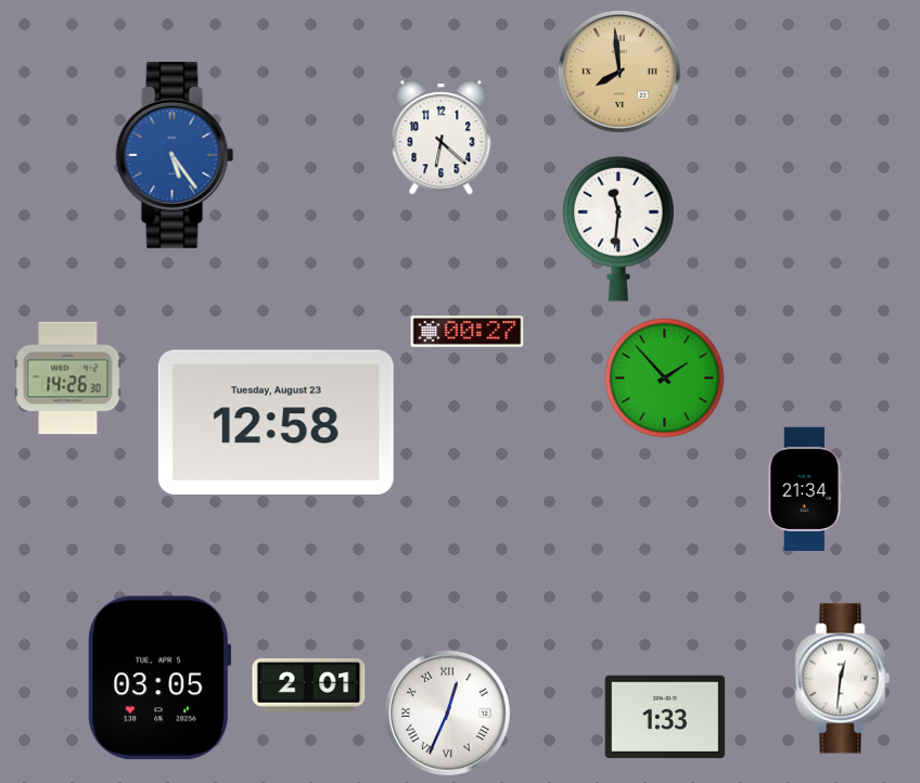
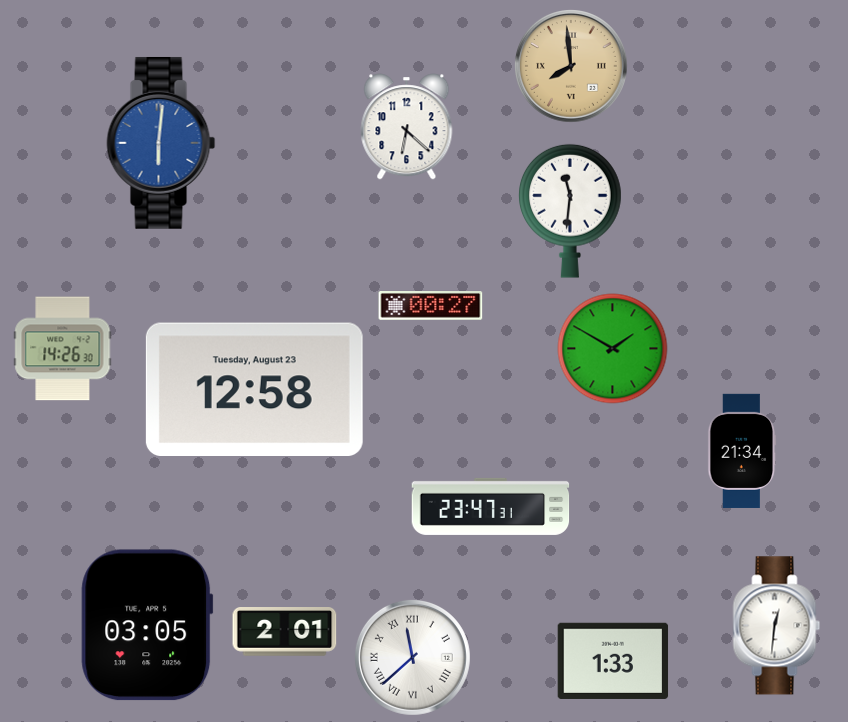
clock at (175, 155): 5:24 -> 6:01
clock at (665, 378): 1:53 -> 1:50
clock at (491, 506): none -> 23:47
clock at (447, 713): 12:34 -> 11:38
